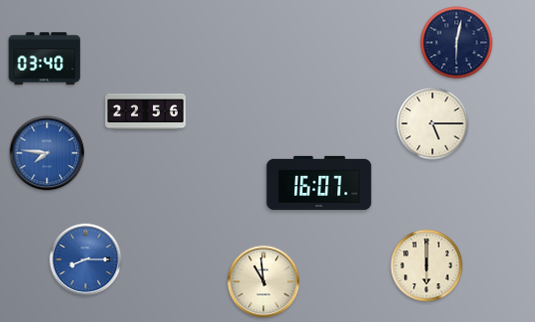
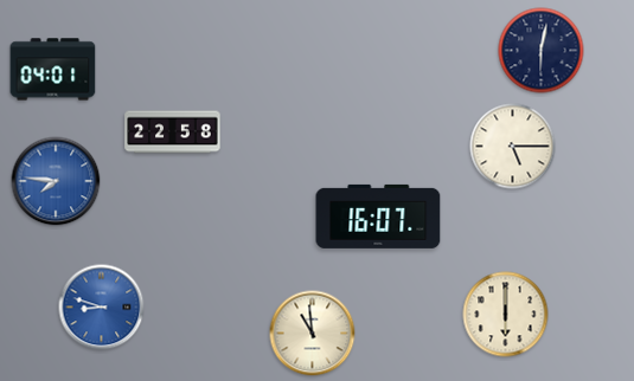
clock at (45, 59): 03:40 -> 04:01
clock at (146, 112): 22:56 -> 22:58
clock at (86, 260): 8:15 -> 8:48
